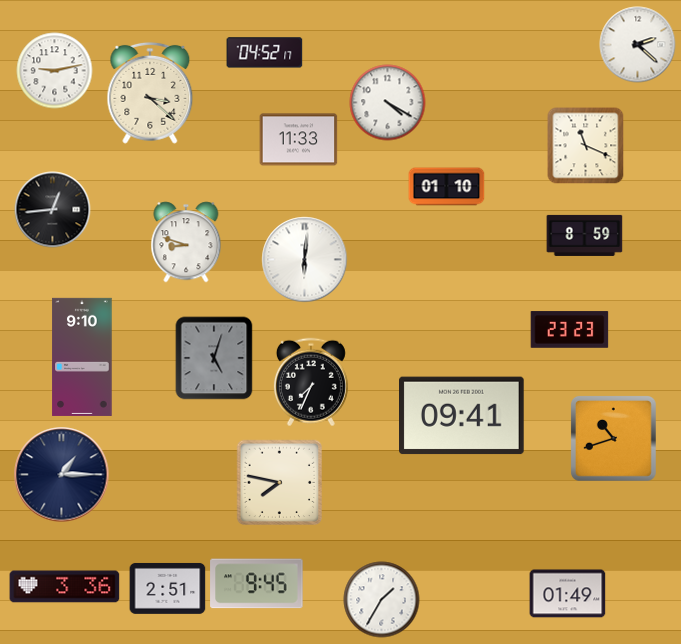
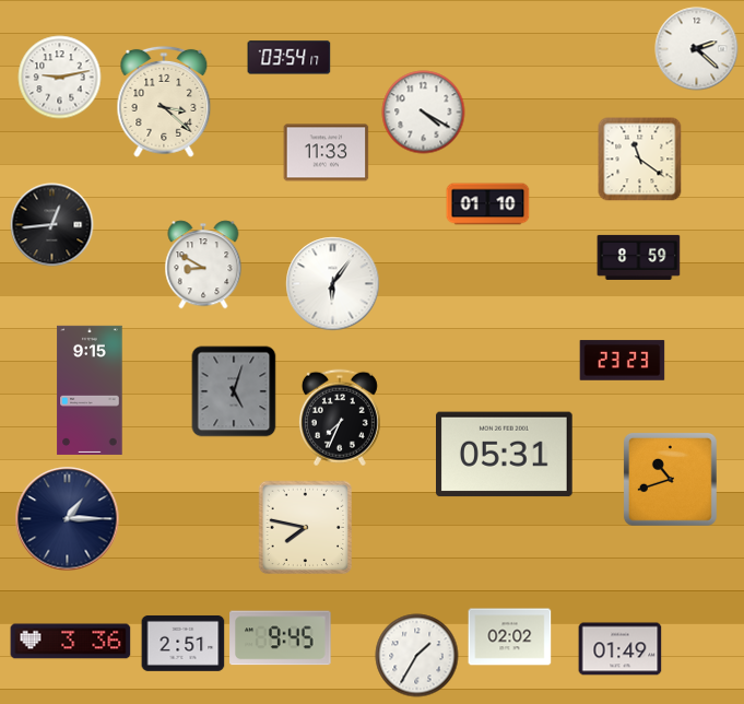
clock at (265, 53): 04:52 -> 03:54
clock at (586, 146): 11:19 -> 11:21
clock at (53, 210) position: (53, 210) -> (52, 225)
clock at (186, 242): 8:48 -> 8:50
clock at (305, 260): 6:01 -> 6:06
clock at (82, 357): 9:10 -> 9:15
clock at (462, 416): 09:41 -> 05:31
clock at (510, 637): none -> 02:02
